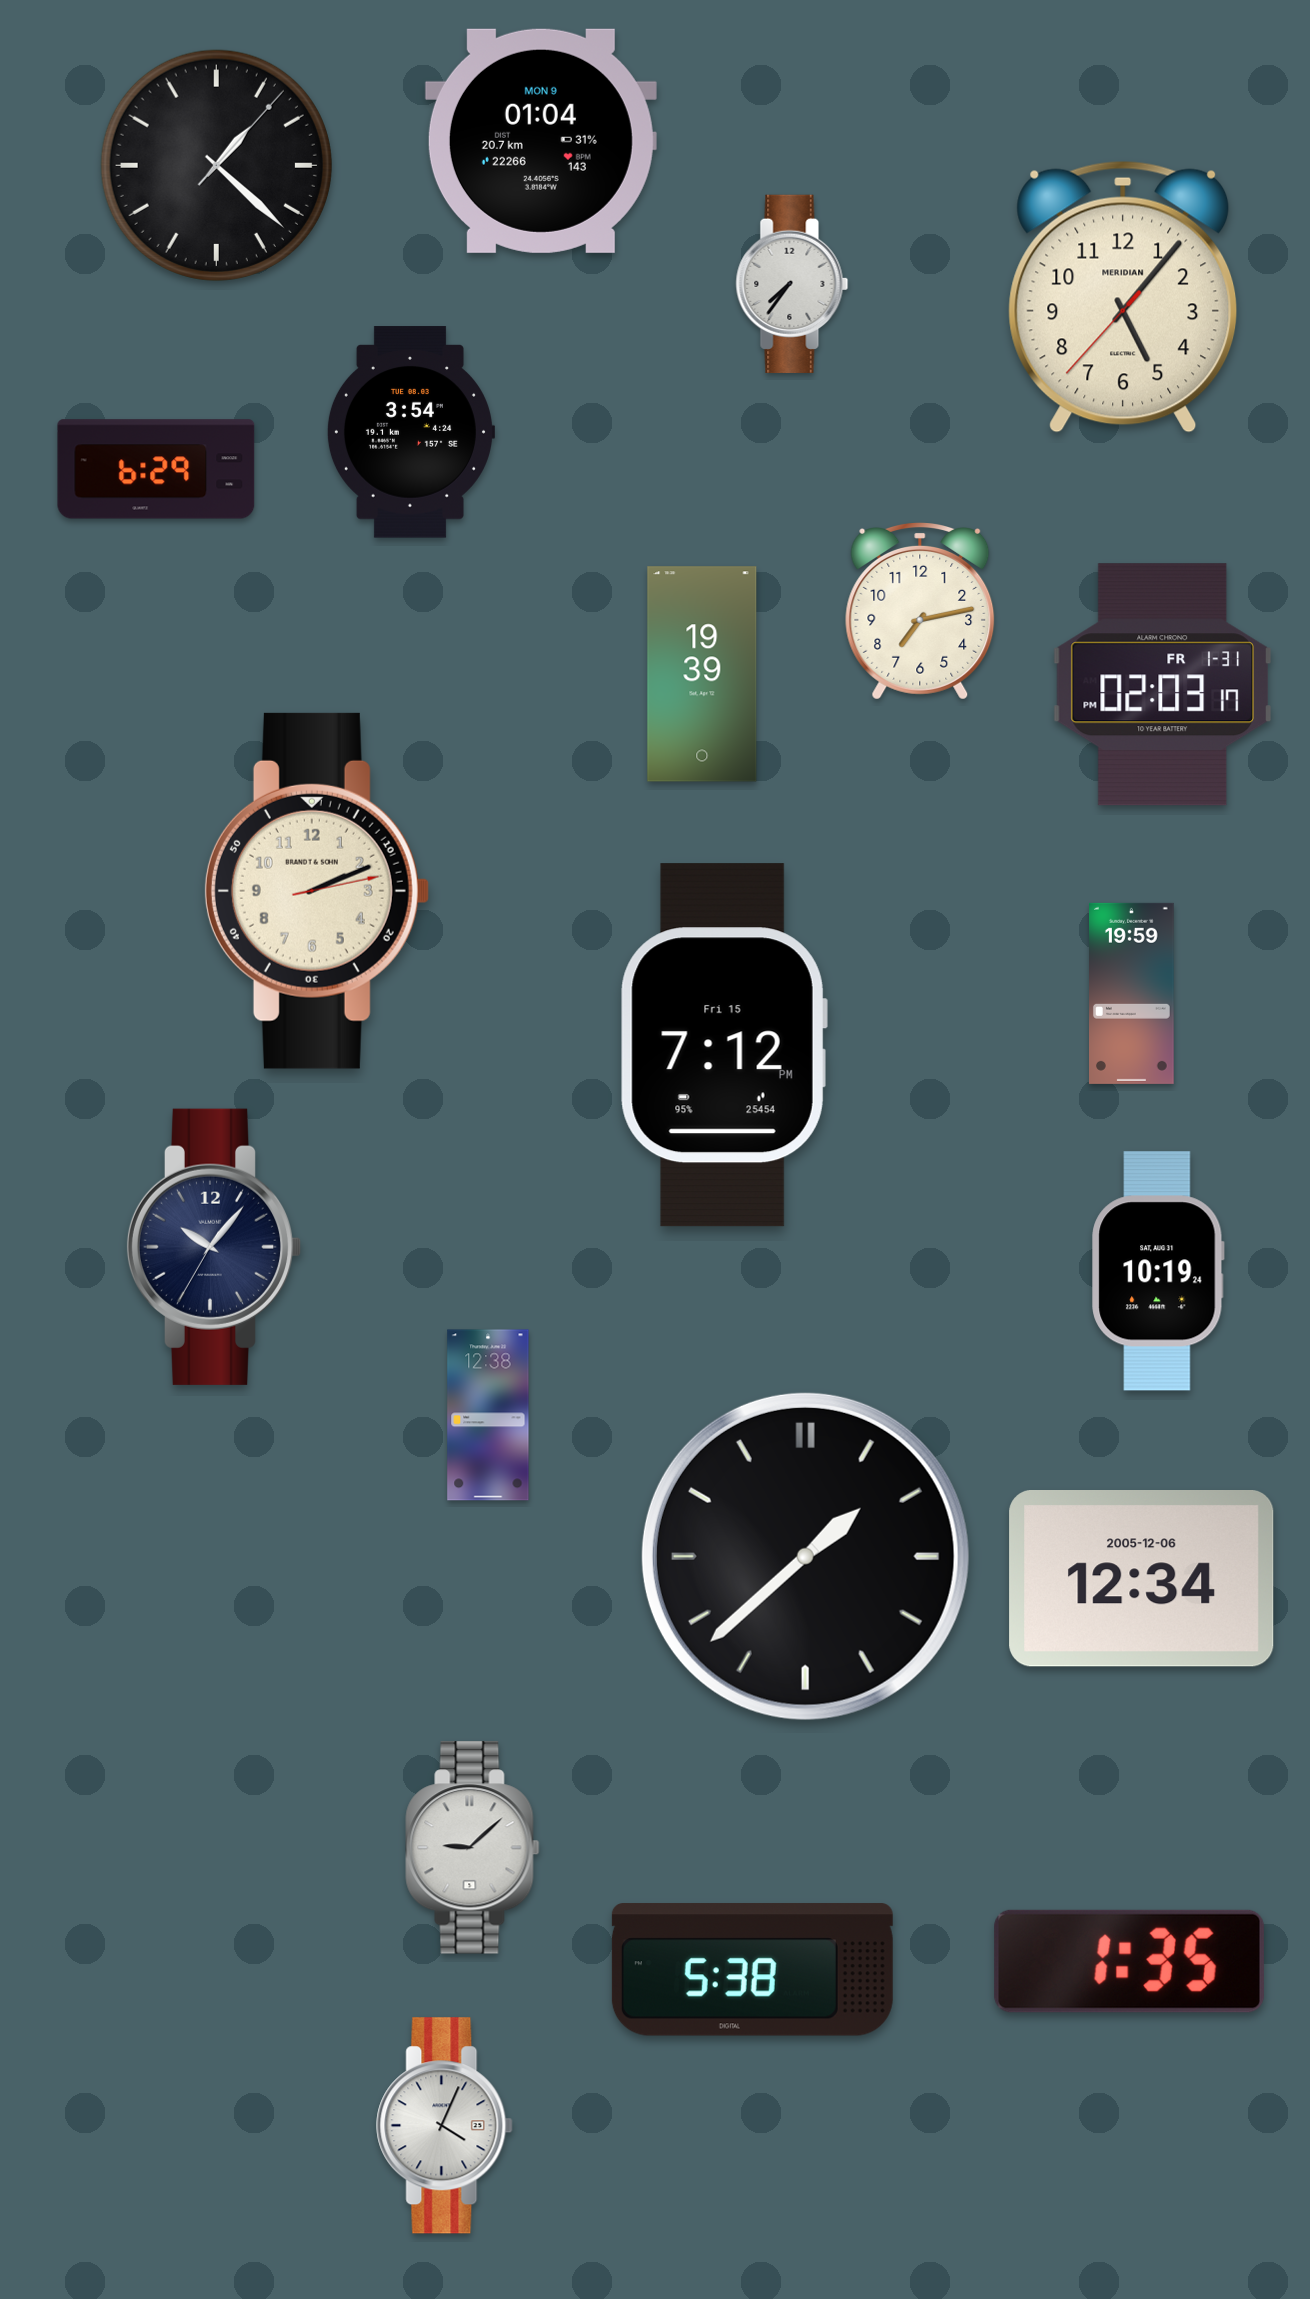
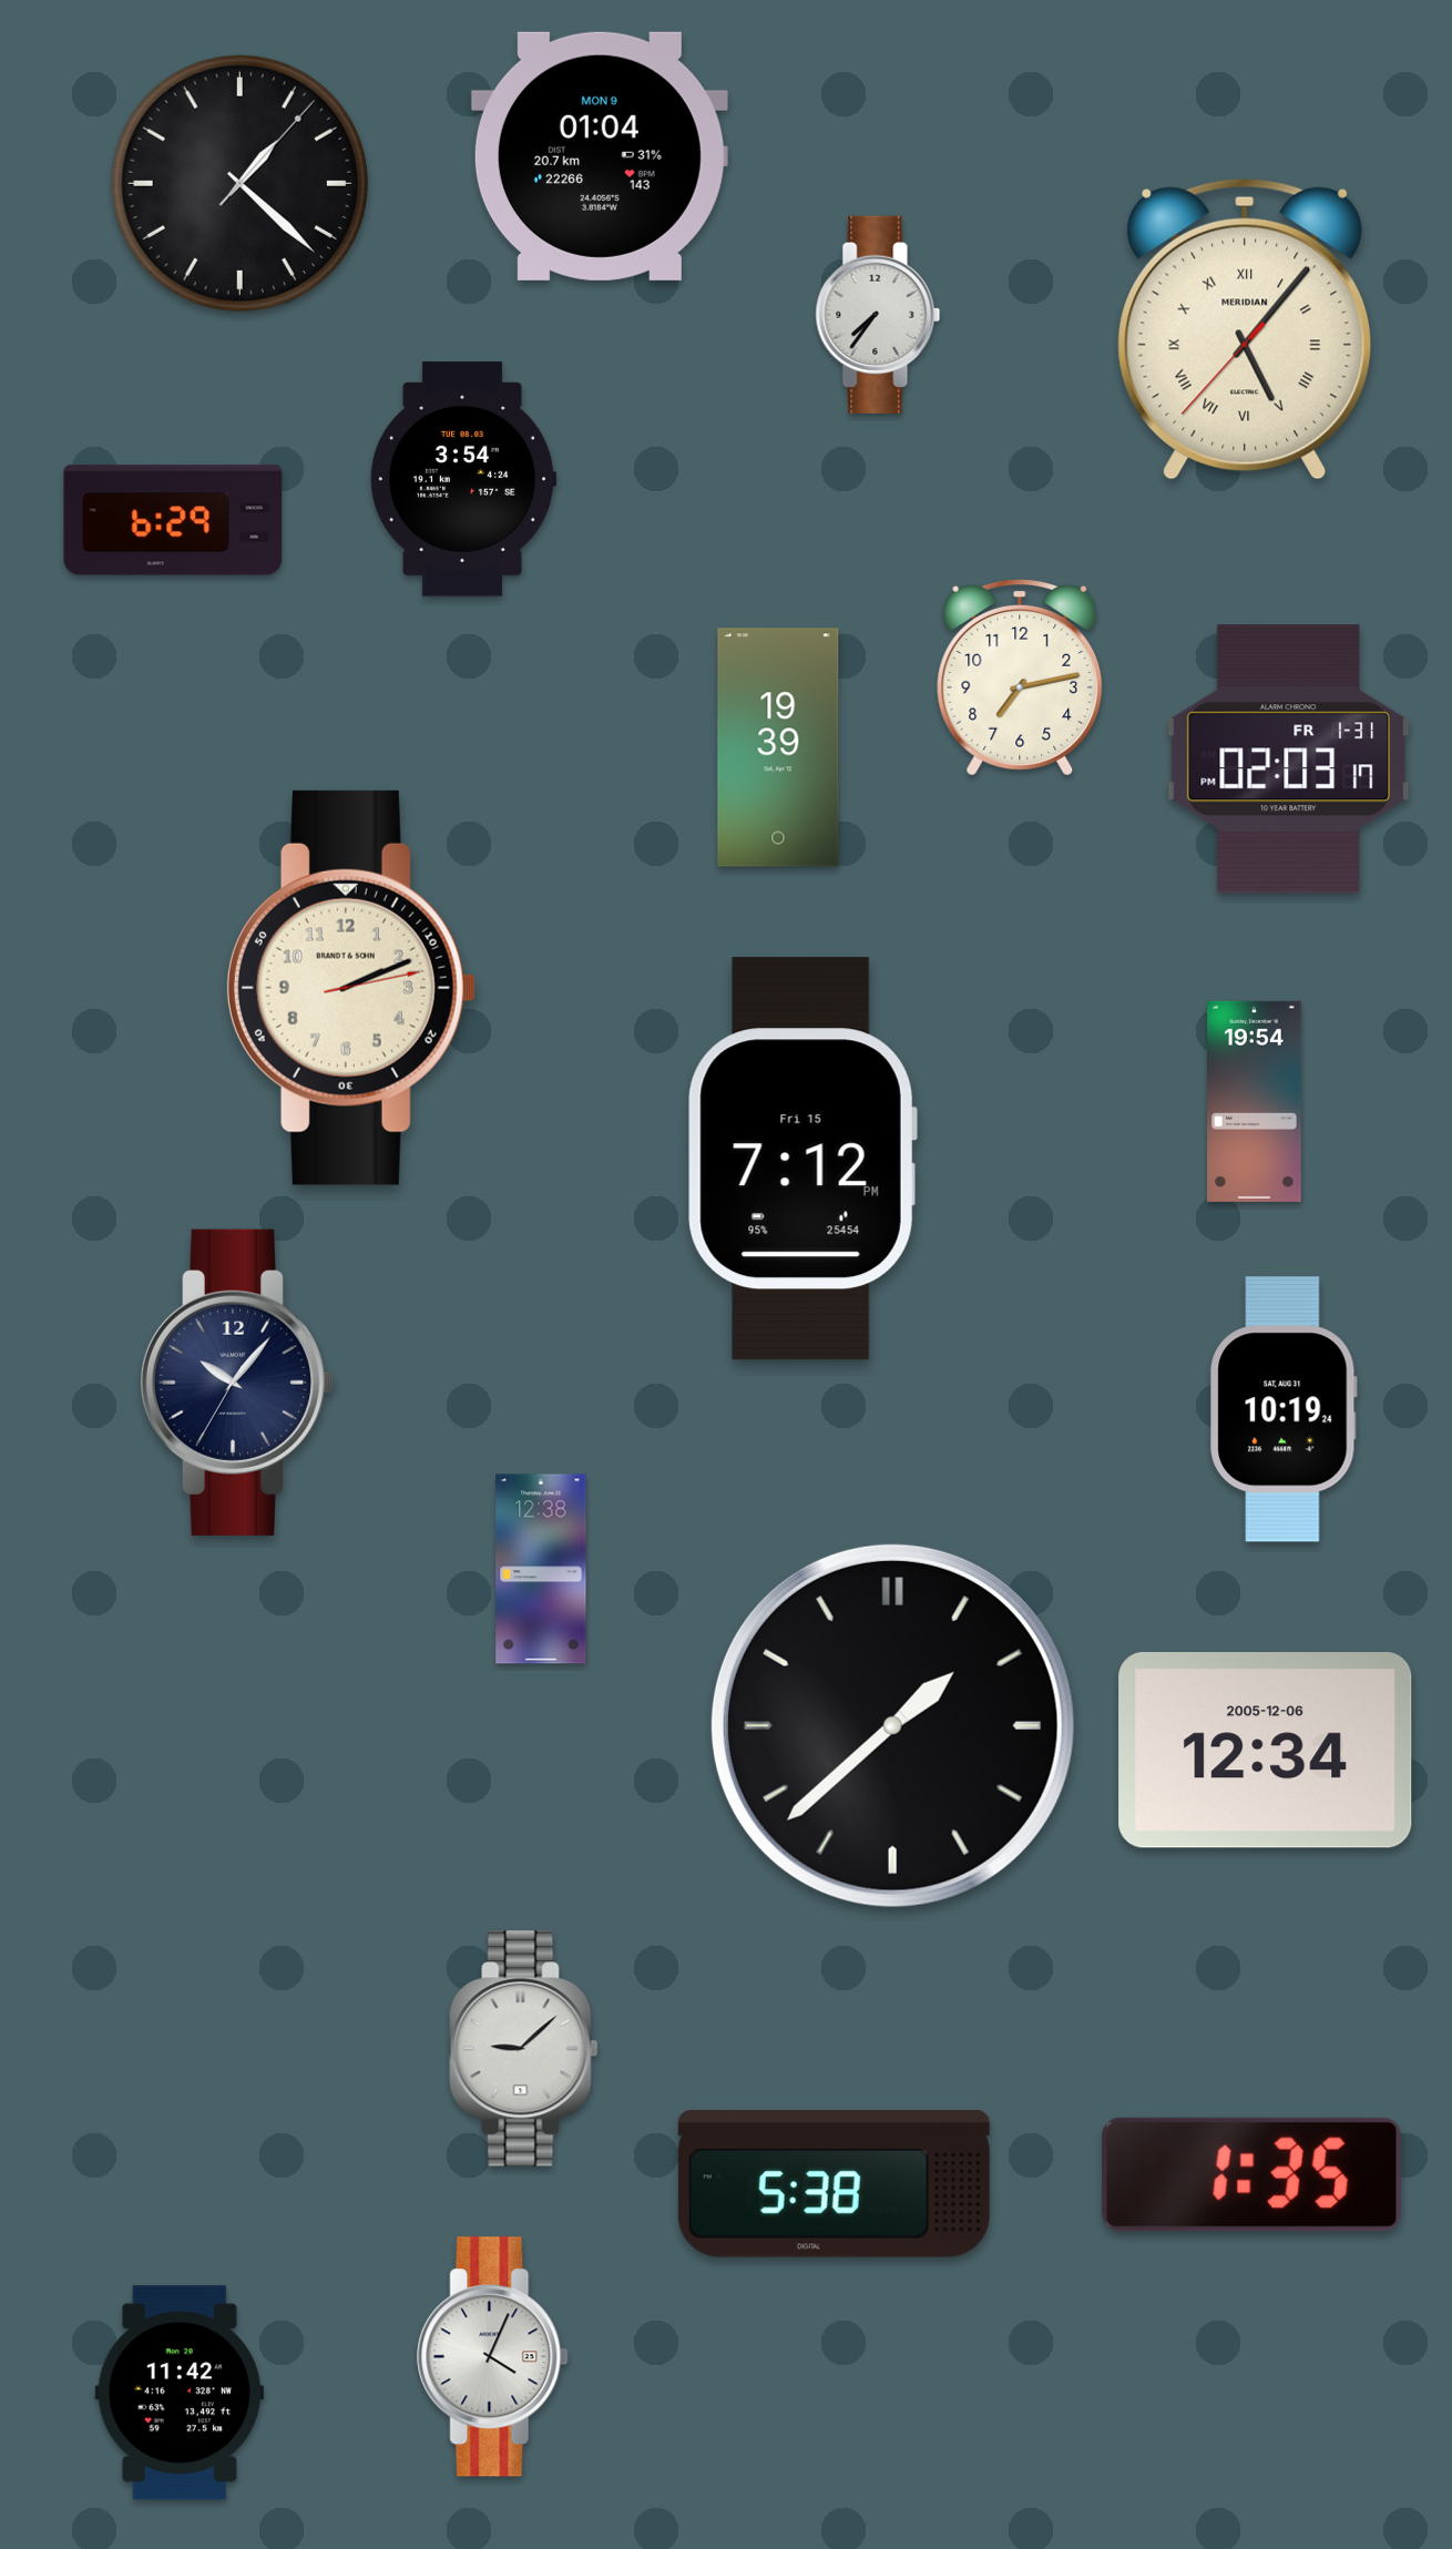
clock at (1123, 297) numerals: Arabic -> Roman
clock at (410, 432) position: (410, 432) -> (462, 479)
clock at (1132, 993): 19:59 -> 19:54
clock at (178, 2393): none -> 11:42
